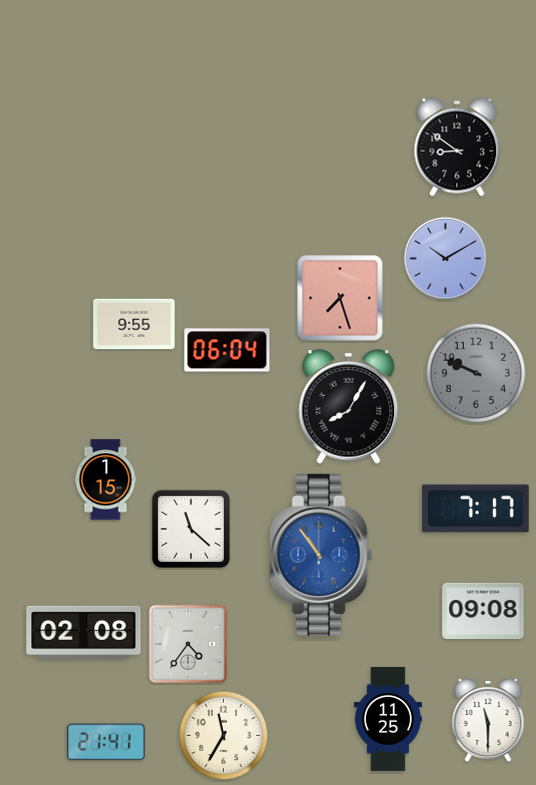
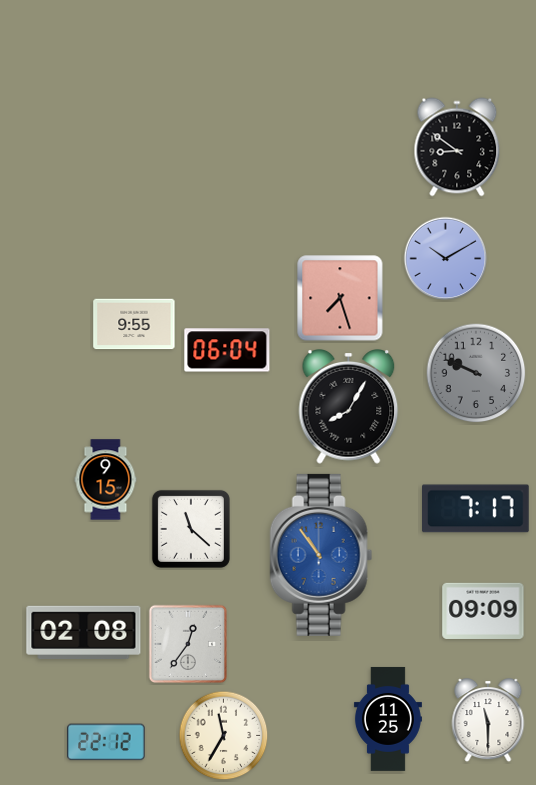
clock at (106, 480): 1:15 -> 9:15
clock at (483, 610): 09:08 -> 09:09
clock at (188, 644): 4:36 -> 12:36
clock at (106, 742): 21:41 -> 22:12
